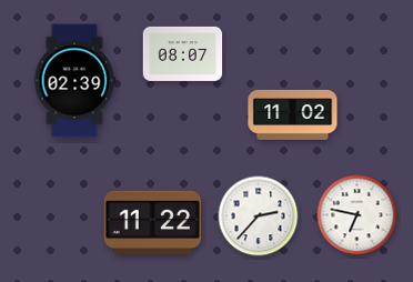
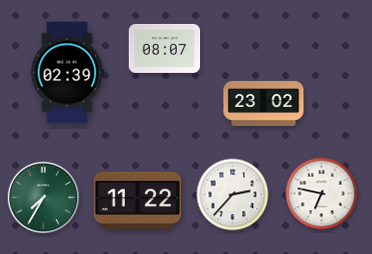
clock at (293, 114): 11:02 -> 23:02
clock at (44, 198): none -> 7:35
